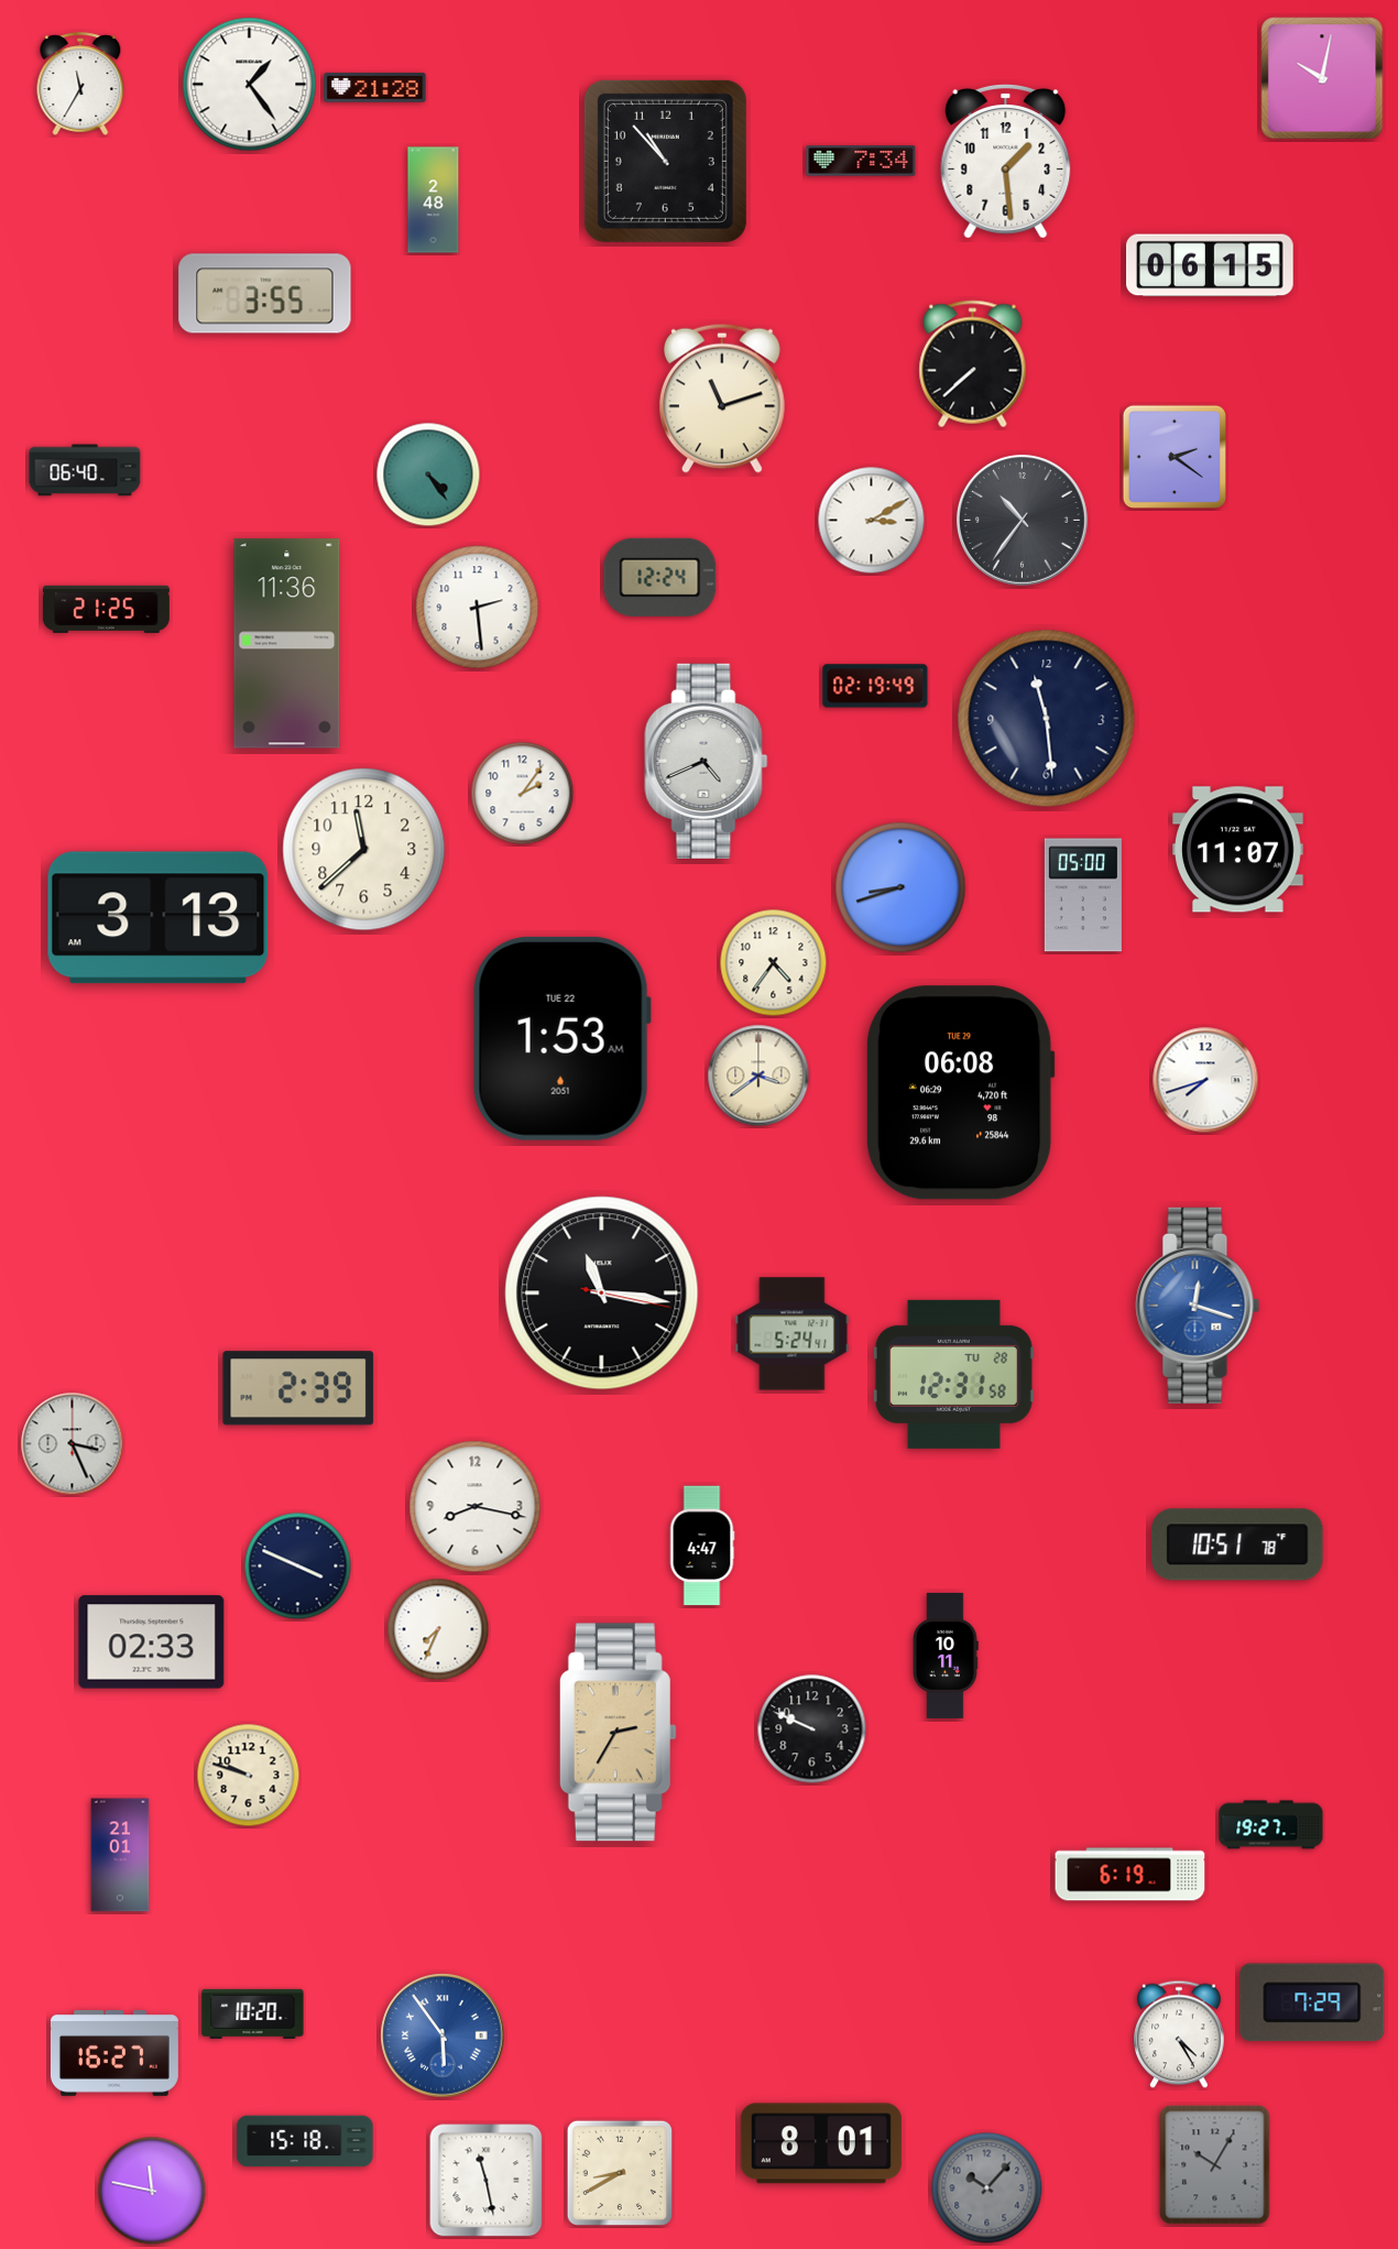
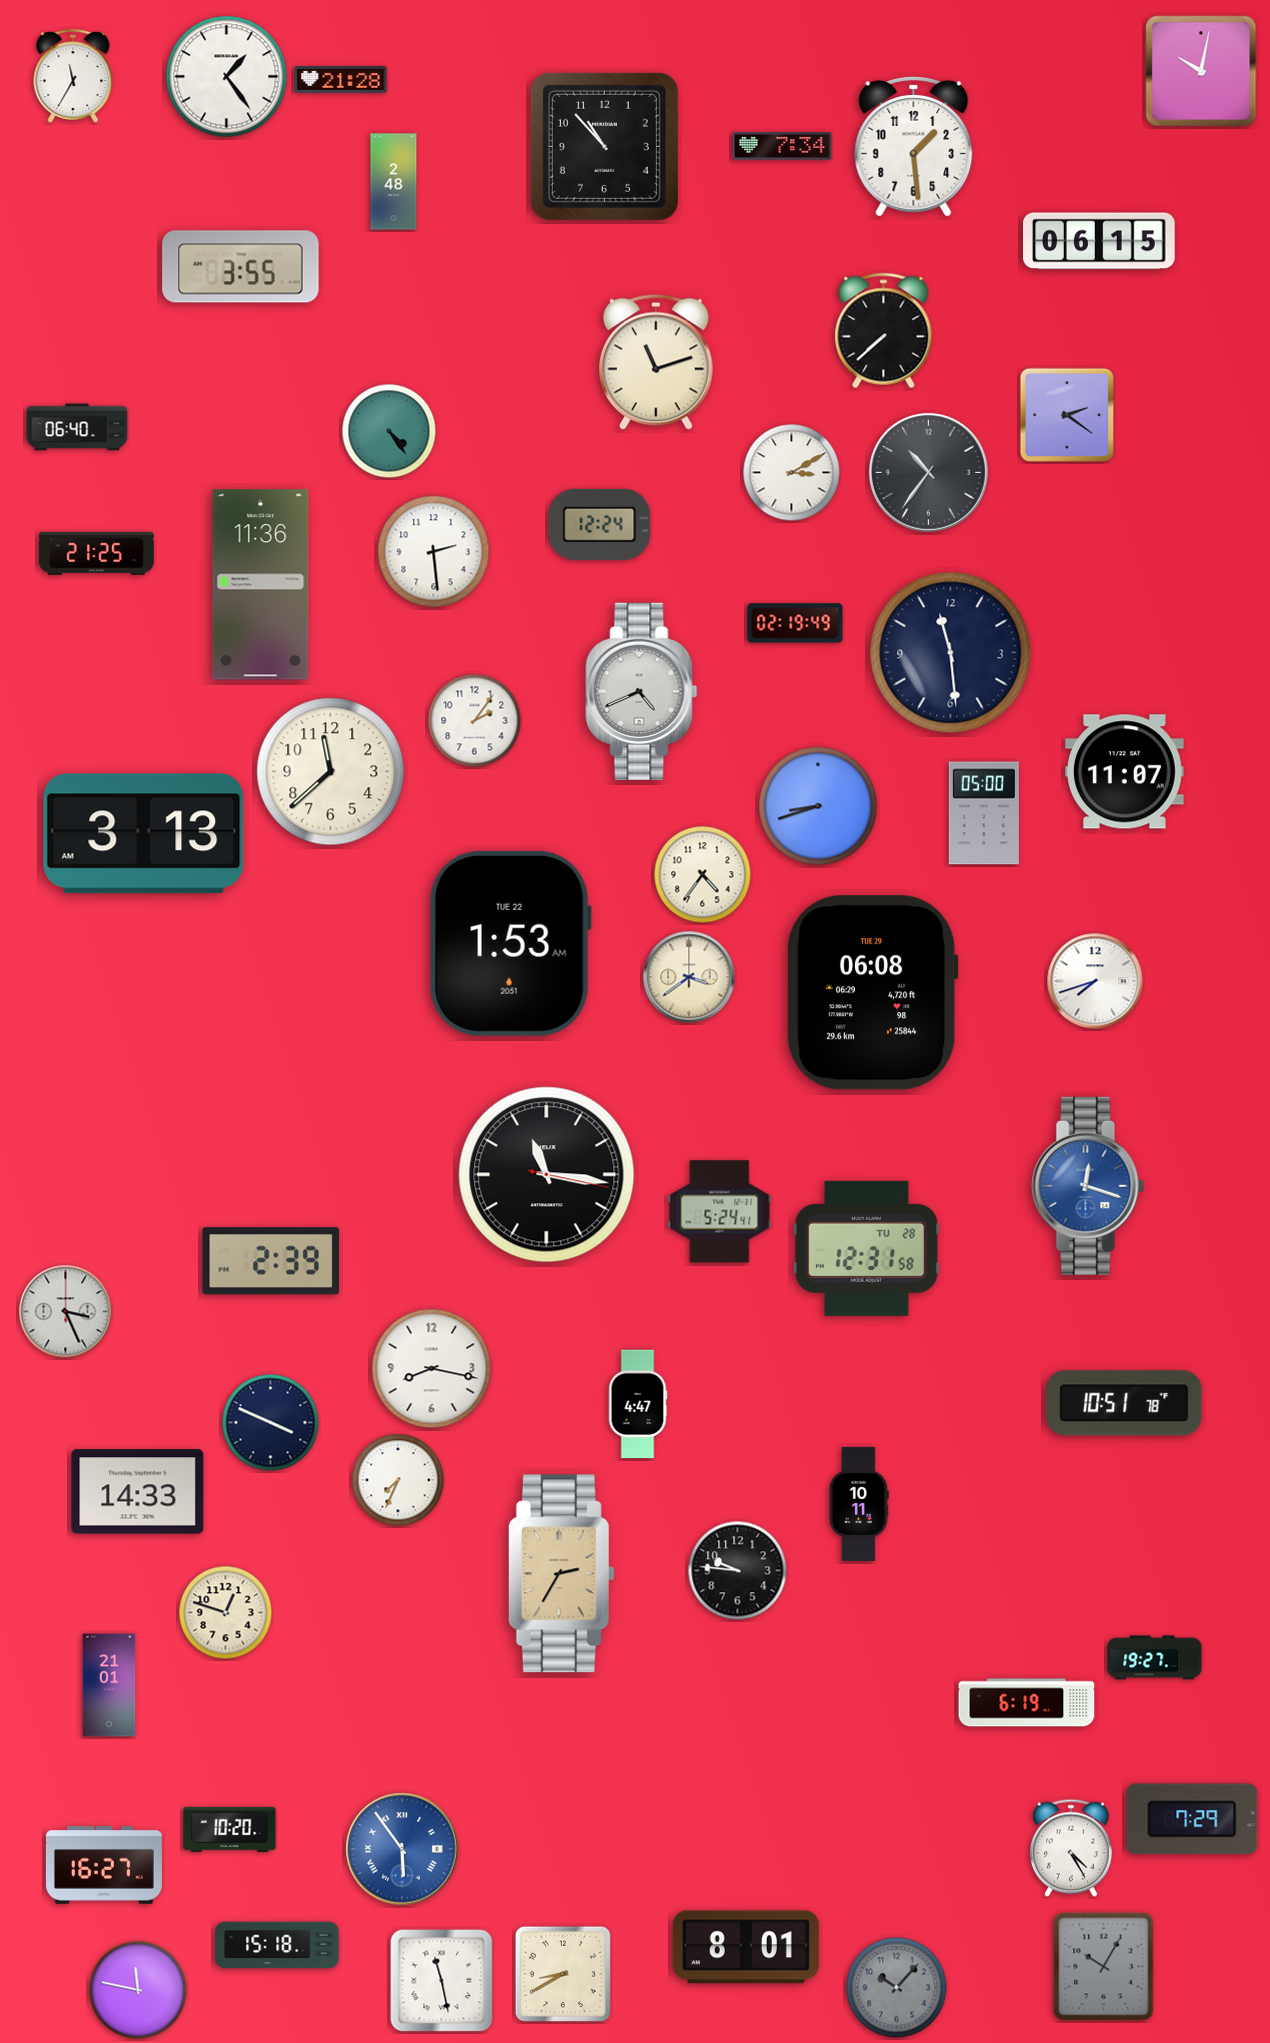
clock at (152, 1642): 02:33 -> 14:33
clock at (812, 1729): 9:49 -> 9:46
clock at (249, 1776): 9:48 -> 12:48
